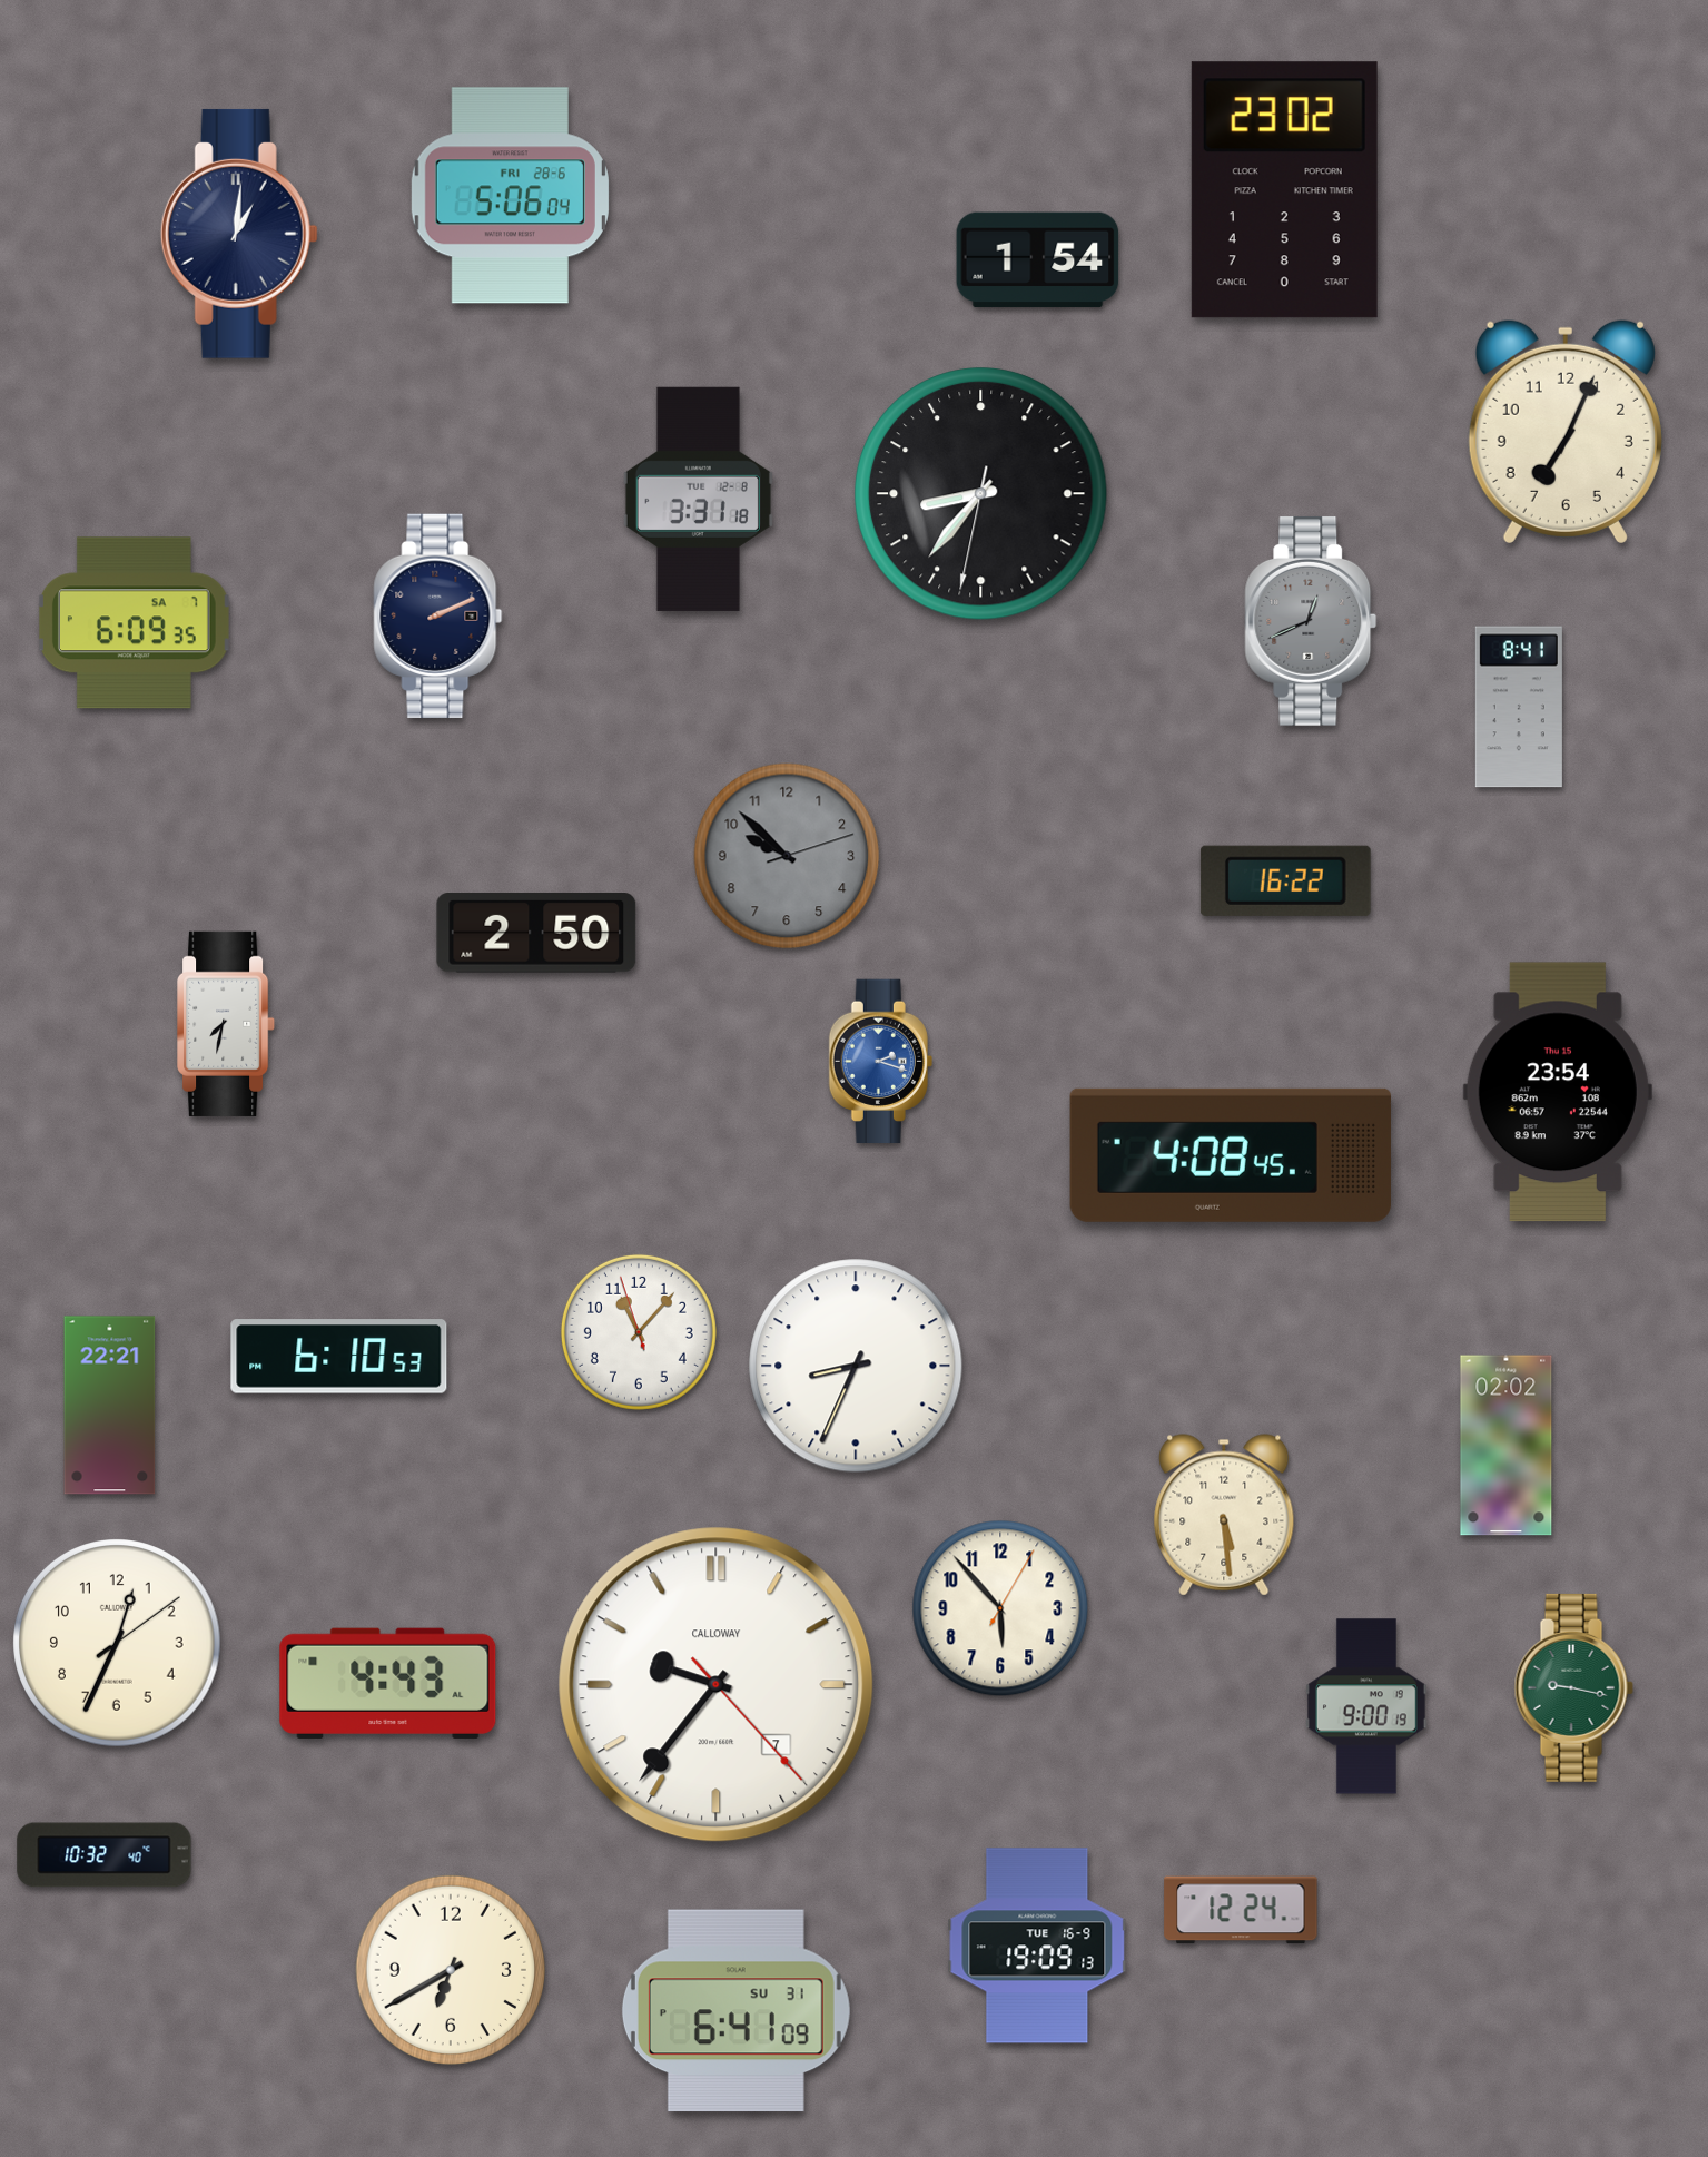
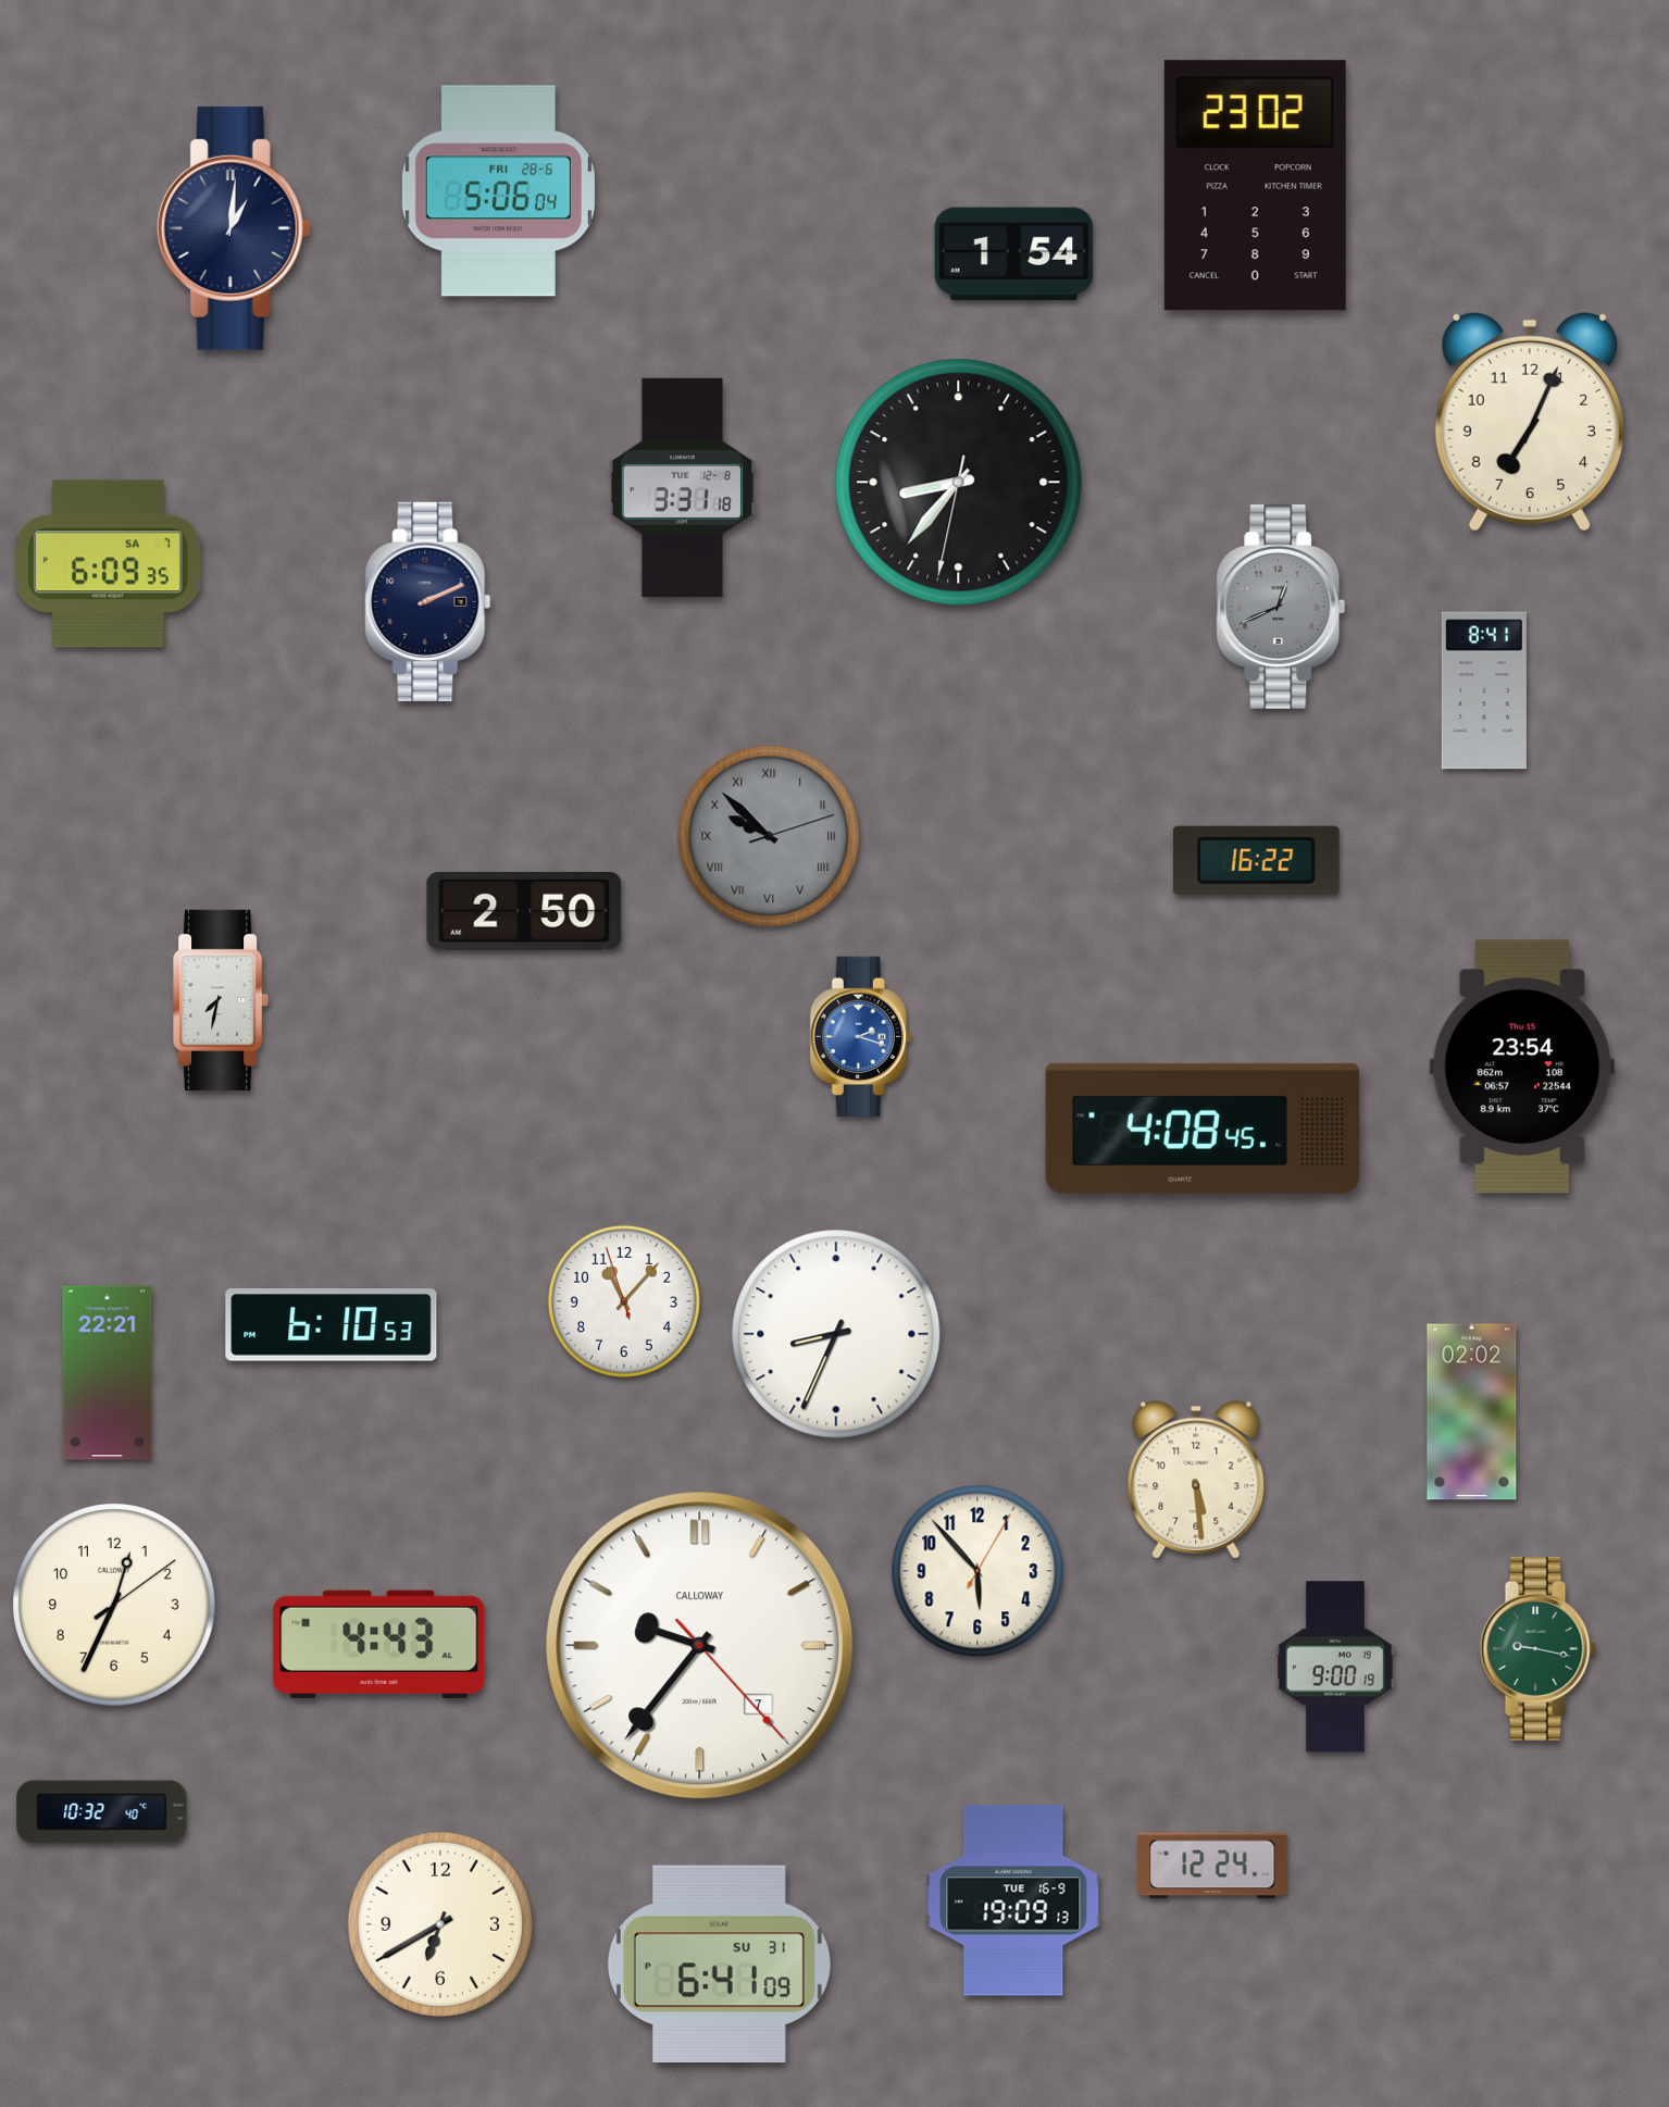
clock at (134, 623) position: (134, 623) -> (108, 564)
clock at (787, 856) numerals: Arabic -> Roman
